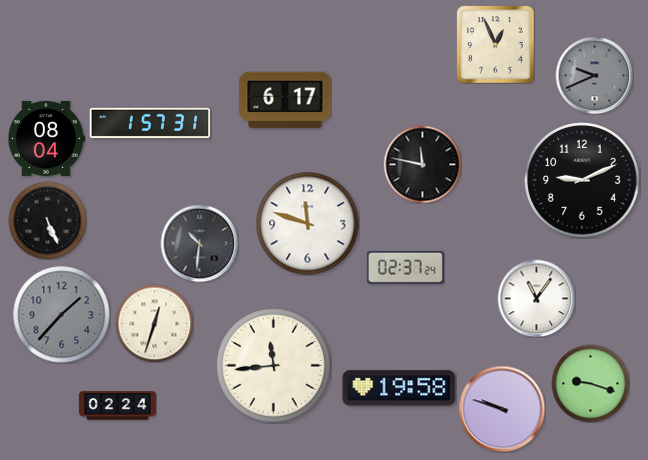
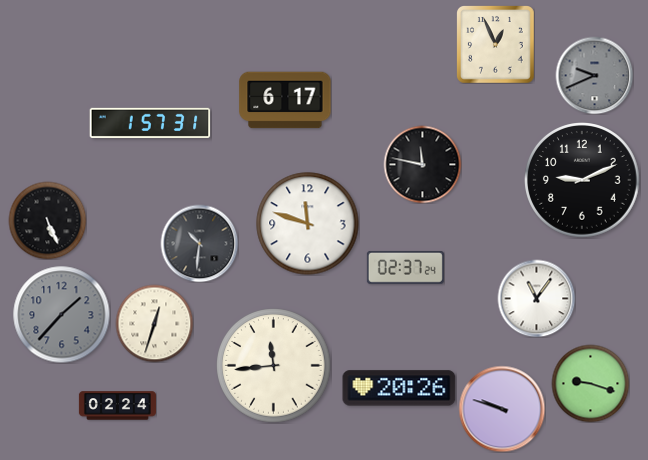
clock at (46, 138): 08:04 -> none
clock at (399, 388): 19:58 -> 20:26
